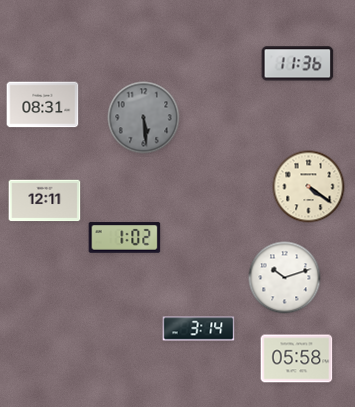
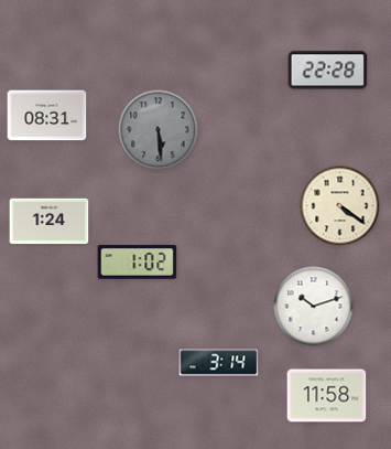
clock at (298, 64): 11:36 -> 22:28
clock at (45, 201): 12:11 -> 1:24
clock at (297, 359): 05:58 -> 11:58
